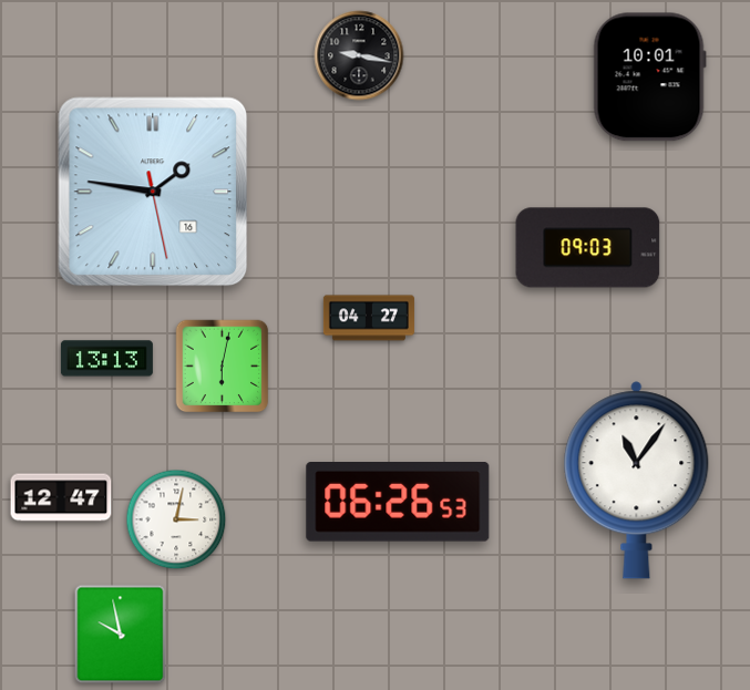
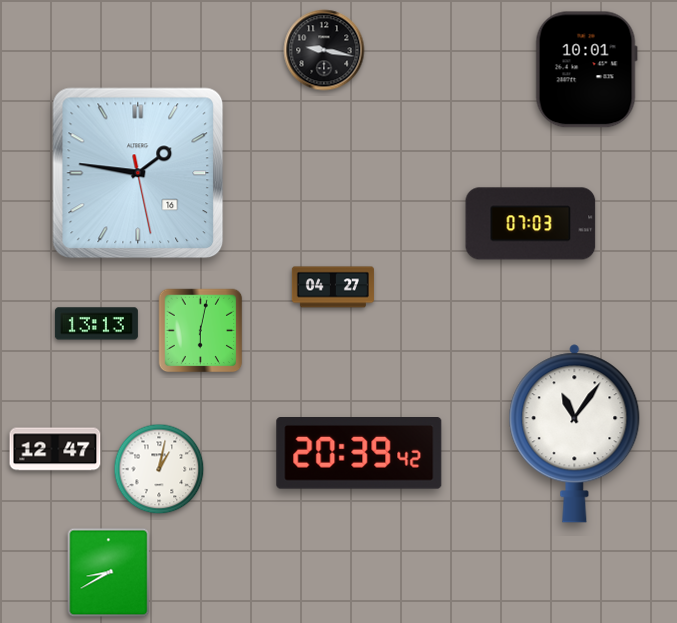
clock at (588, 248): 09:03 -> 07:03
clock at (398, 503): 06:26 -> 20:39
clock at (176, 519): 3:02 -> 1:02
clock at (121, 635): 9:58 -> 8:40
